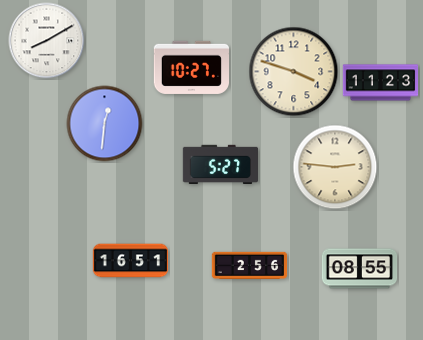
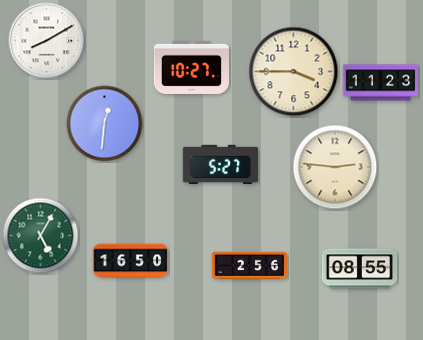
clock at (294, 72): 3:48 -> 3:45
clock at (41, 236): none -> 5:05
clock at (131, 261): 16:51 -> 16:50
